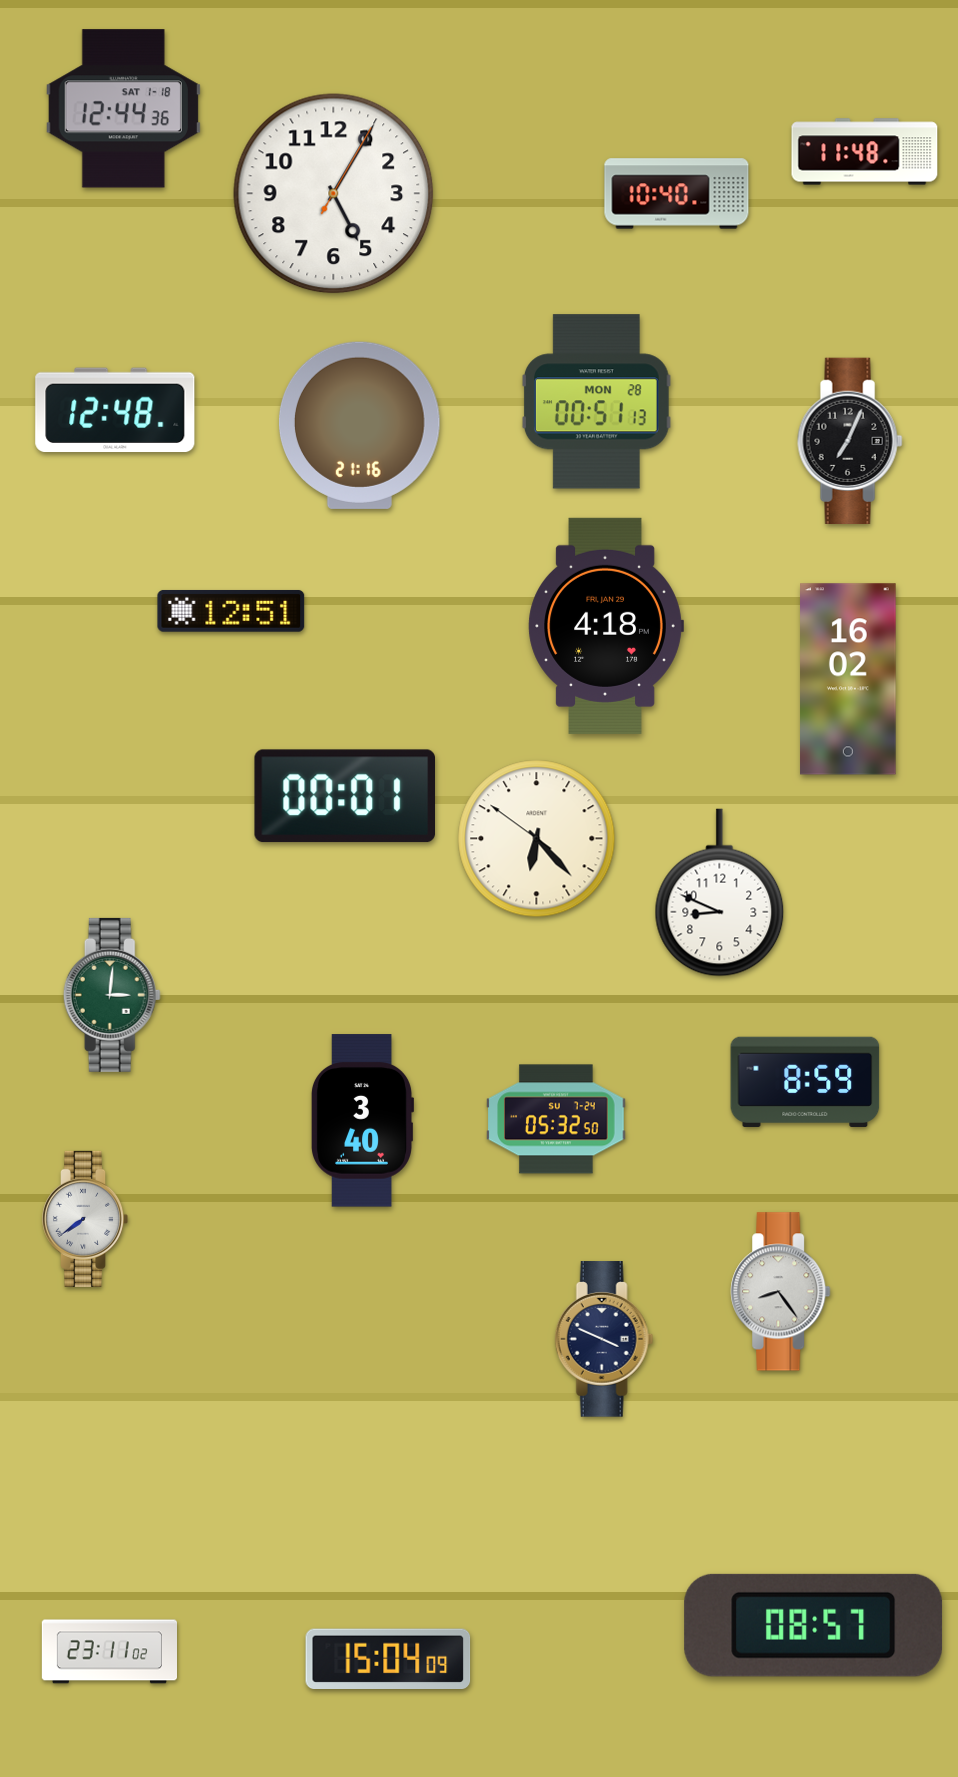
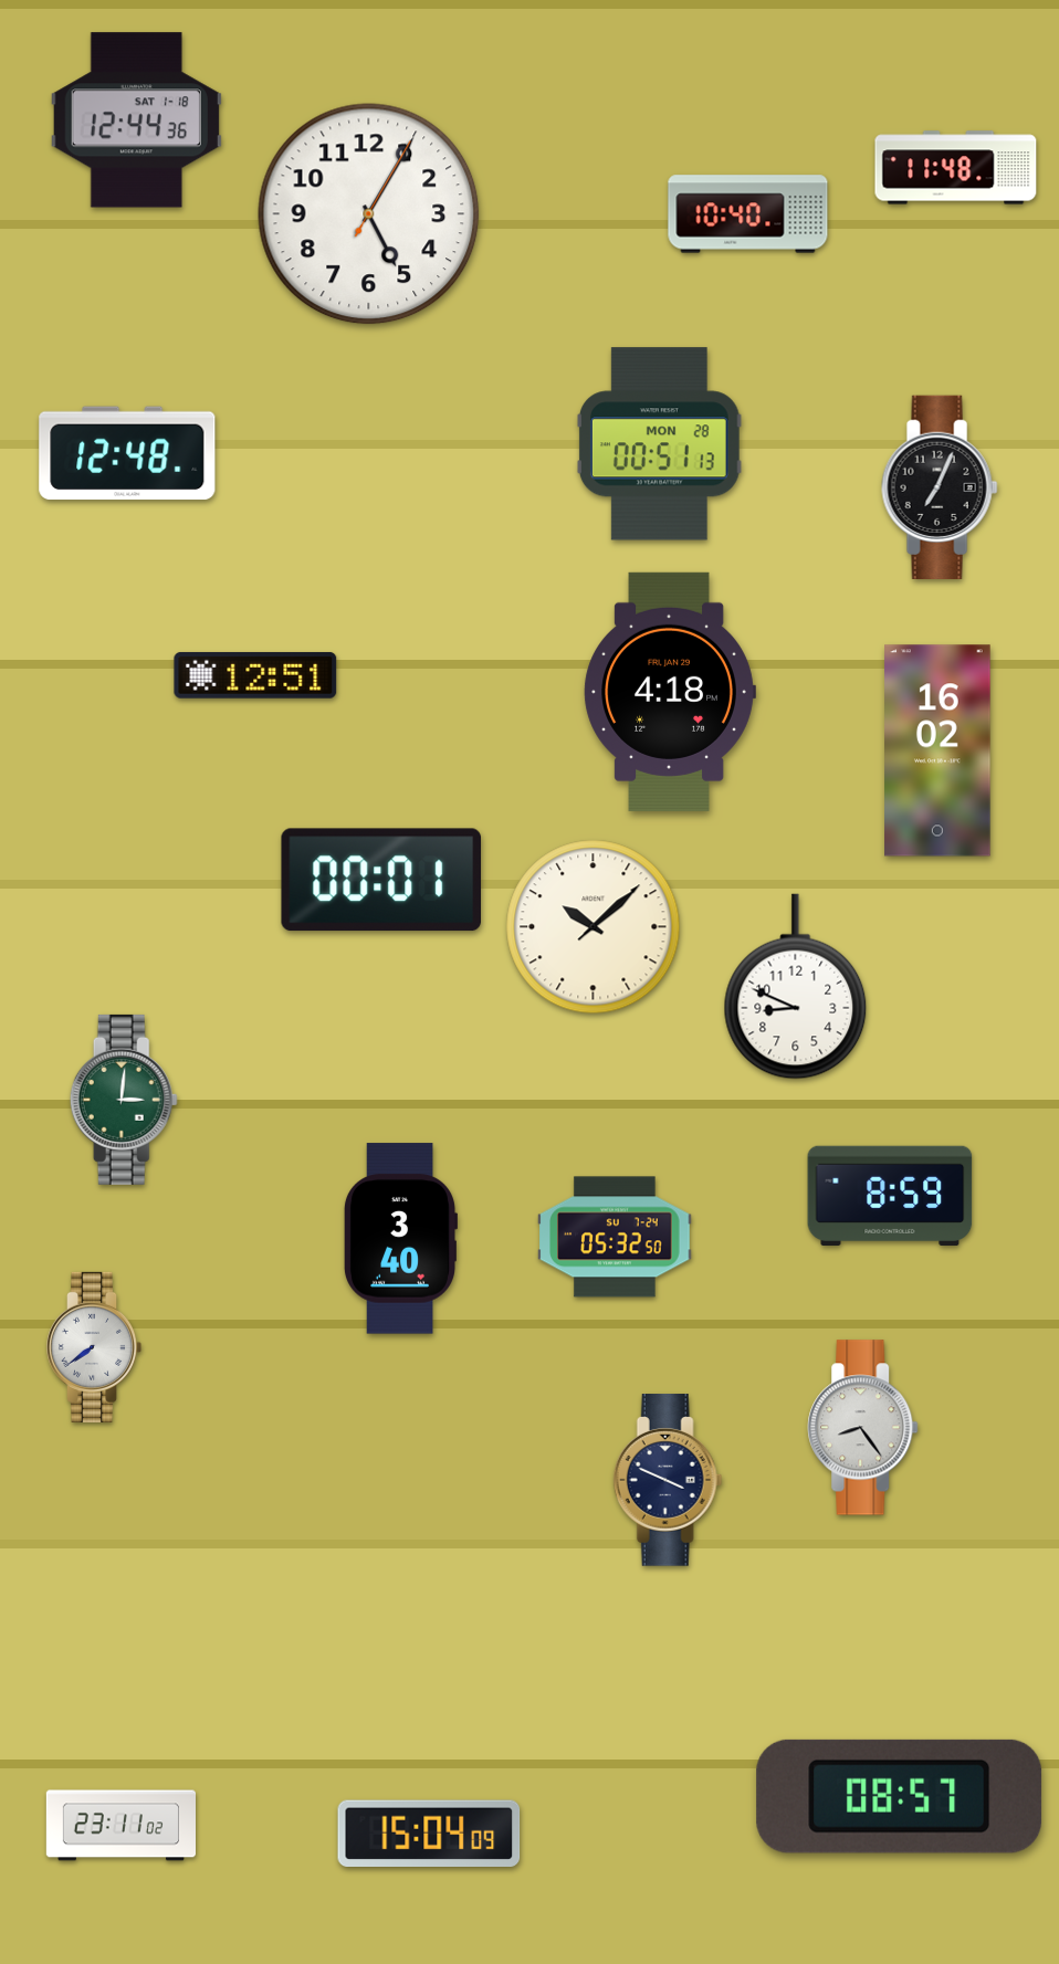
clock at (359, 425): 21:16 -> none
clock at (537, 839): 6:22 -> 10:08
